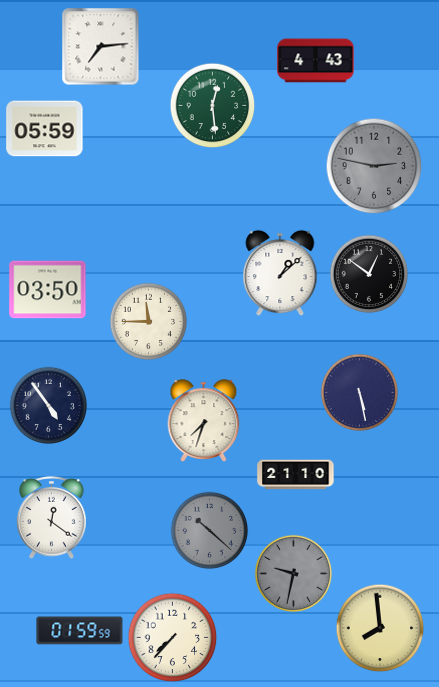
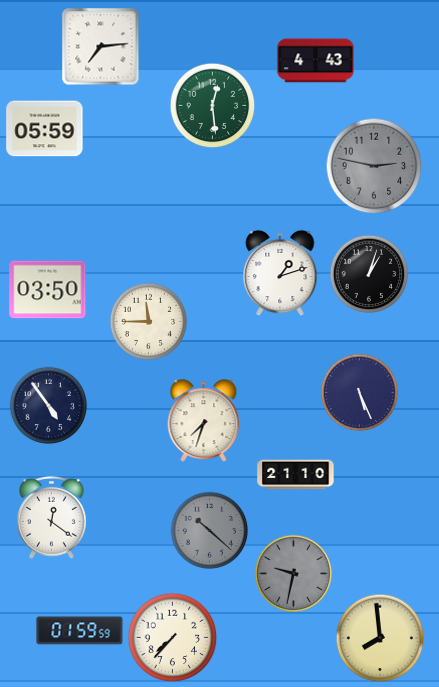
clock at (280, 273): 1:08 -> 1:12
clock at (369, 274): 12:51 -> 1:03
clock at (359, 392): 5:28 -> 5:26
clock at (380, 628) position: (380, 628) -> (380, 638)
